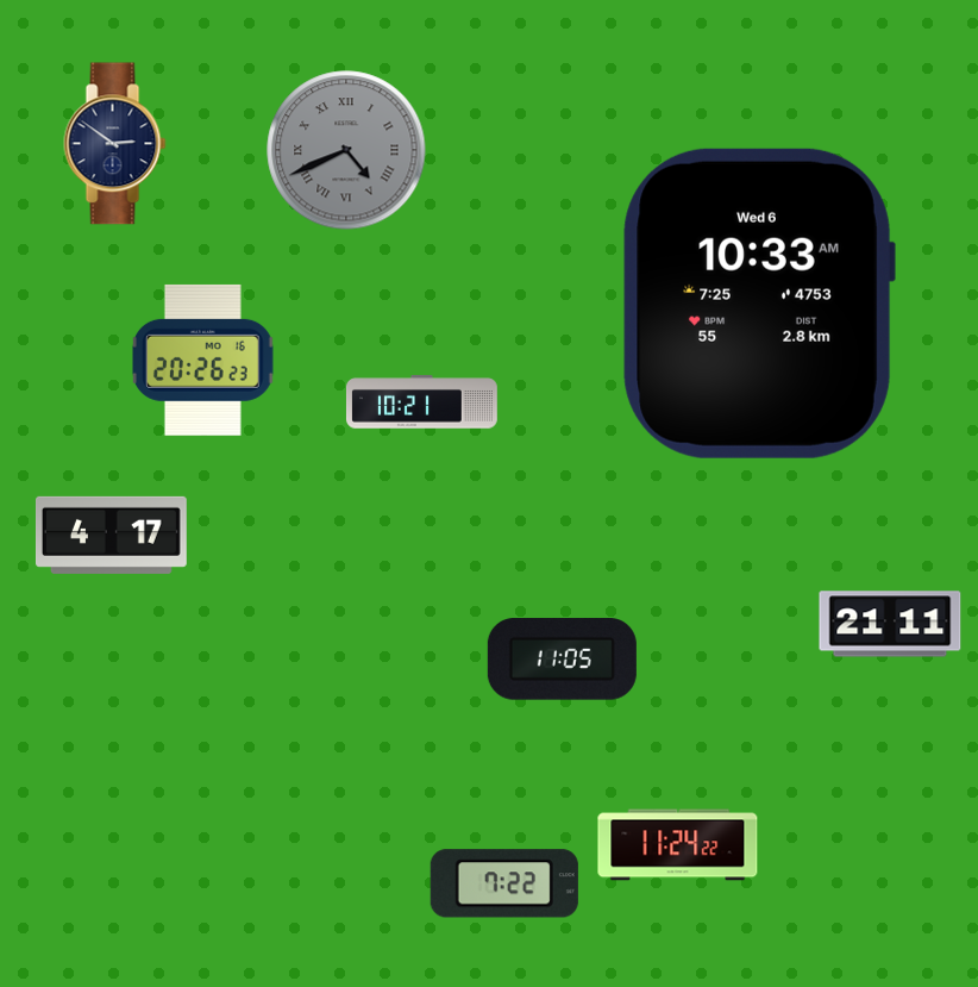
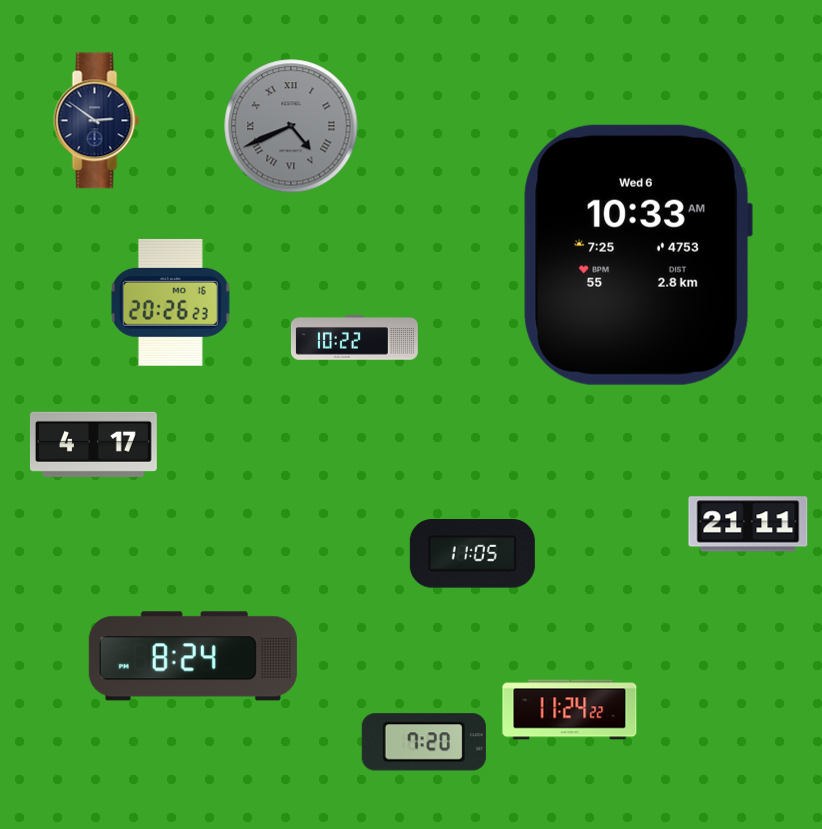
clock at (421, 402): 10:21 -> 10:22
clock at (111, 535) position: (111, 535) -> (93, 444)
clock at (193, 656): none -> 8:24
clock at (504, 883): 7:22 -> 7:20
